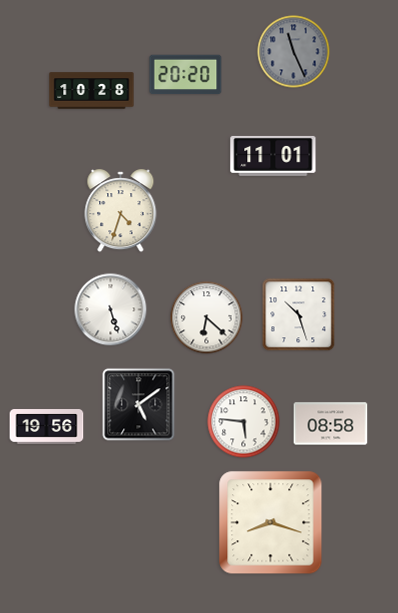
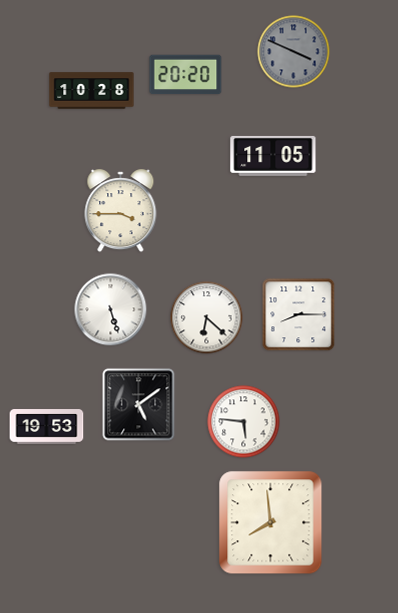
clock at (294, 52): 11:26 -> 3:49
clock at (273, 156): 11:01 -> 11:05
clock at (121, 211): 4:33 -> 3:45
clock at (299, 315): 10:27 -> 8:15
clock at (331, 424): 08:58 -> none
clock at (47, 427): 19:56 -> 19:53
clock at (271, 523): 8:18 -> 7:59
